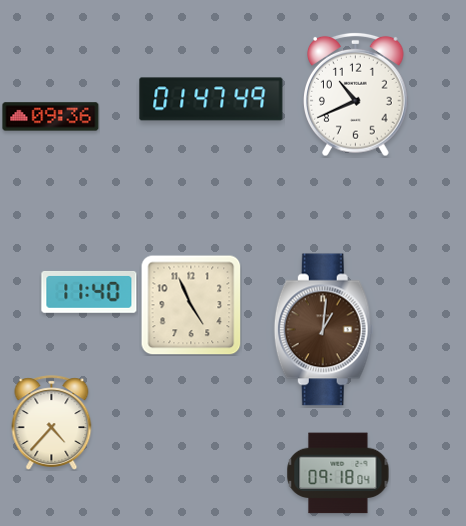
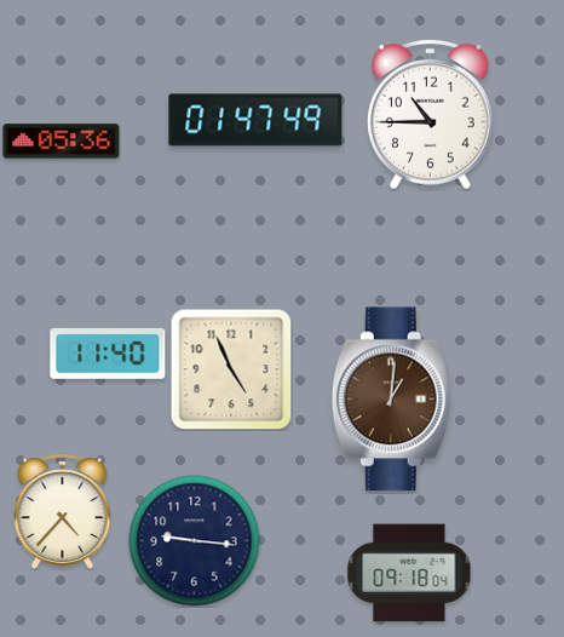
clock at (356, 94): 10:41 -> 10:45
clock at (51, 117): 09:36 -> 05:36
clock at (195, 541): none -> 9:16
